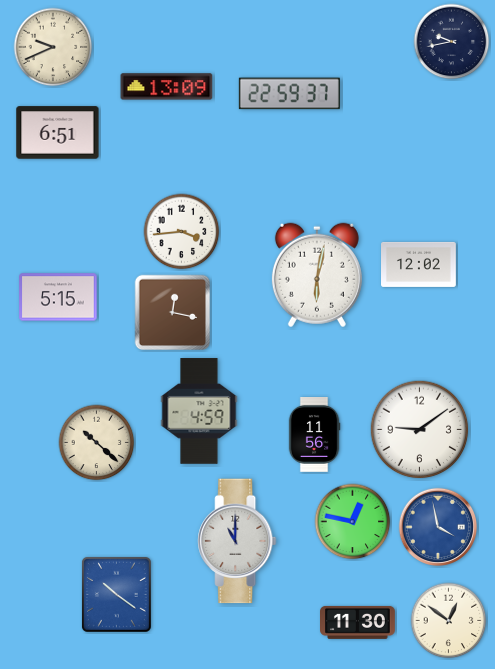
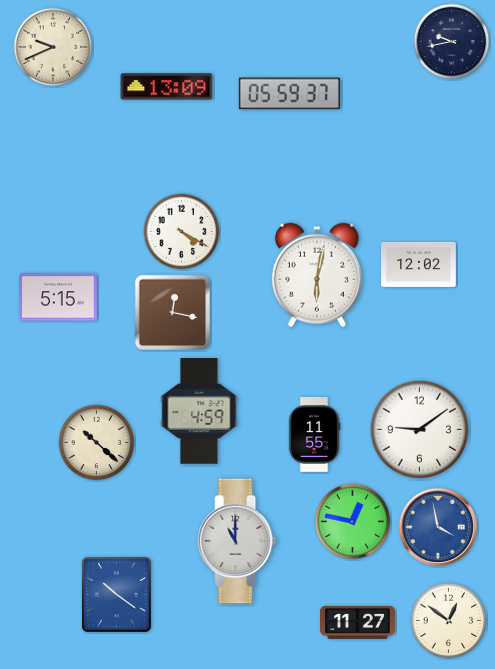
clock at (289, 94): 22:59 -> 05:59
clock at (58, 133): 6:51 -> none
clock at (182, 232): 3:44 -> 4:20
clock at (314, 435): 11:56 -> 11:55
clock at (358, 622): 11:30 -> 11:27
